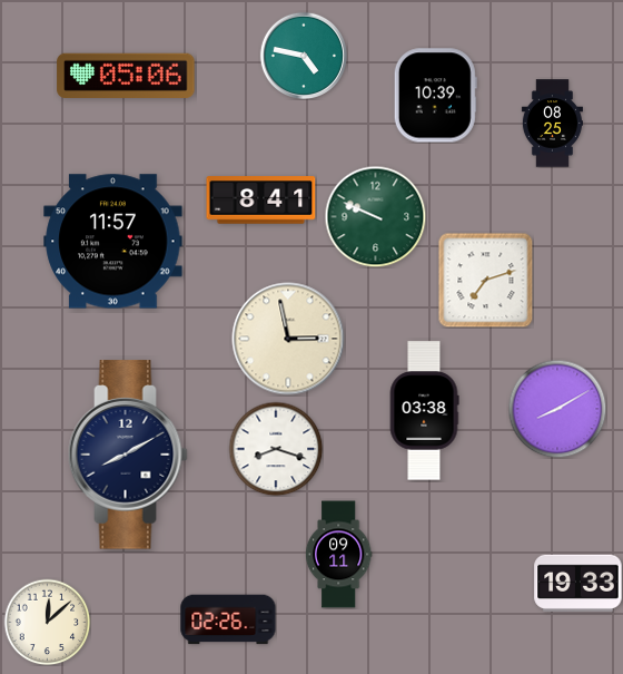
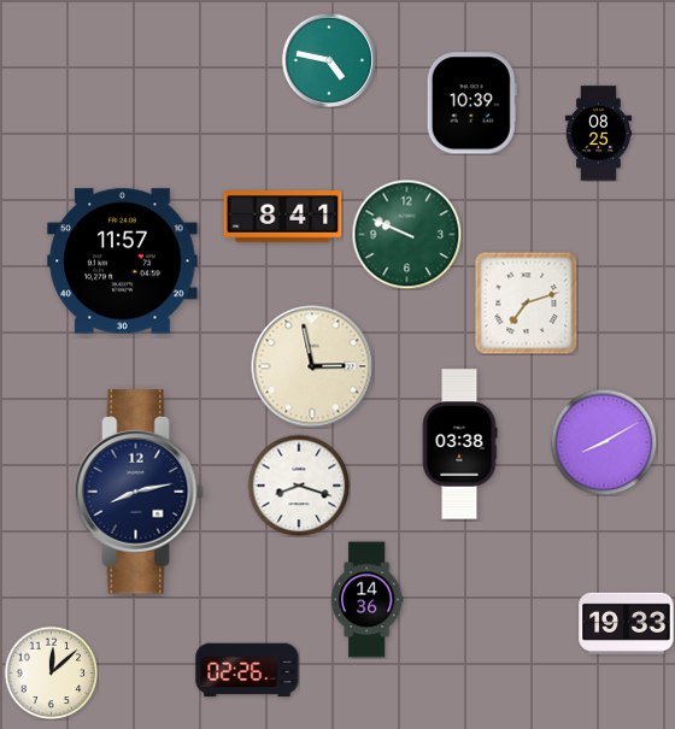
clock at (126, 76): 05:06 -> none
clock at (128, 455): 8:10 -> 8:13
clock at (338, 555): 09:11 -> 14:36
clock at (578, 583) position: (578, 583) -> (627, 623)
